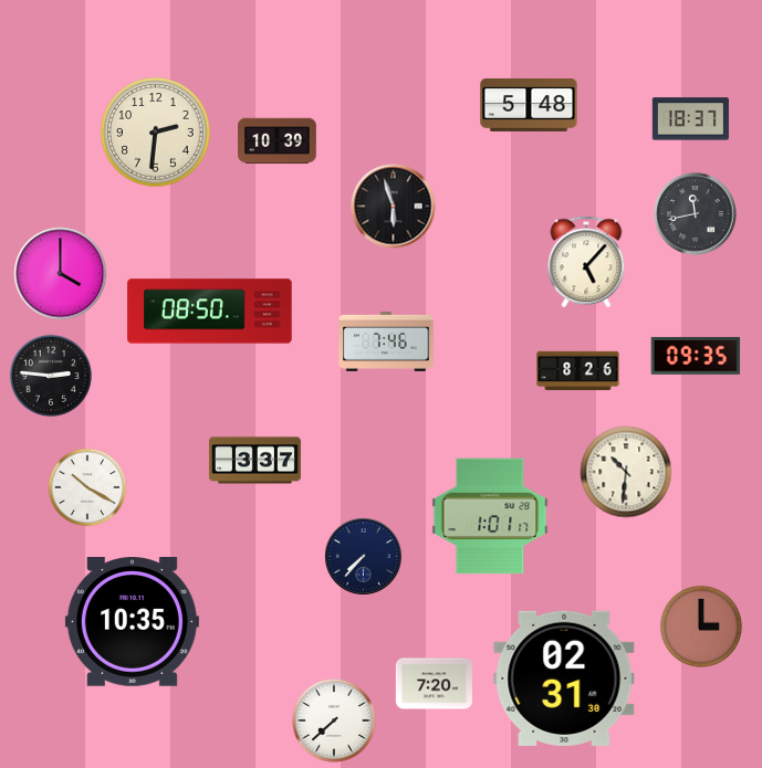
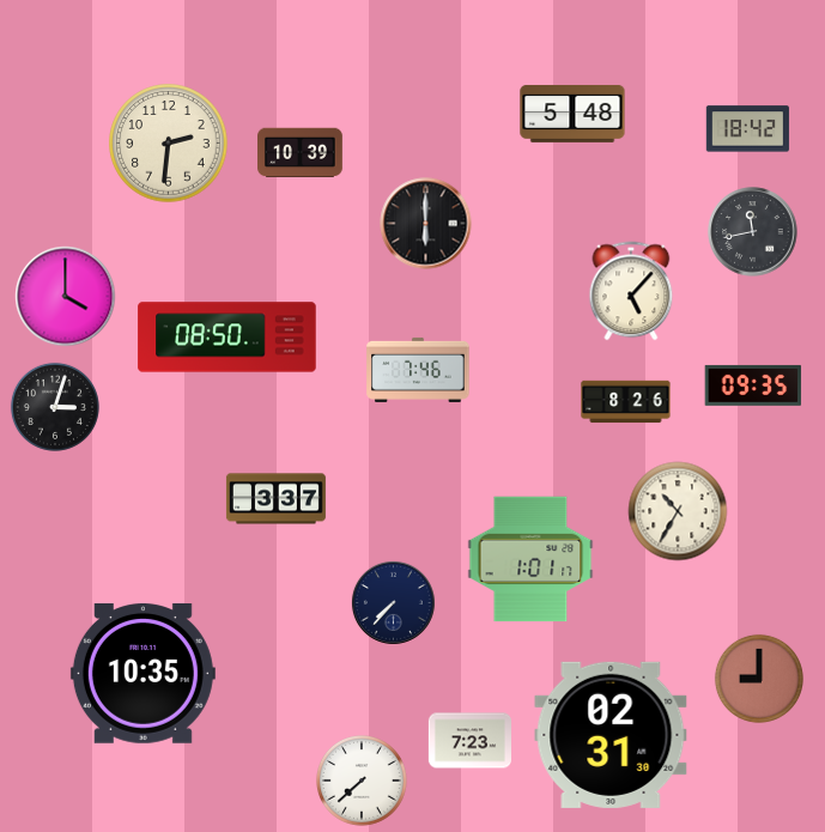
clock at (690, 119): 18:37 -> 18:42
clock at (394, 207): 5:57 -> 6:00
clock at (586, 262) position: (586, 262) -> (631, 291)
clock at (51, 376): 2:46 -> 3:03
clock at (626, 472): 10:31 -> 10:35
clock at (87, 487): 10:20 -> none
clock at (701, 627): 3:00 -> 9:00
clock at (434, 684): 7:20 -> 7:23
